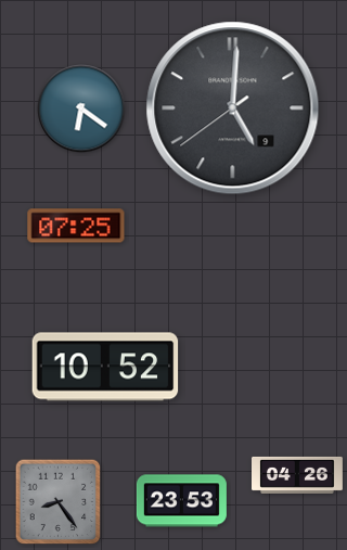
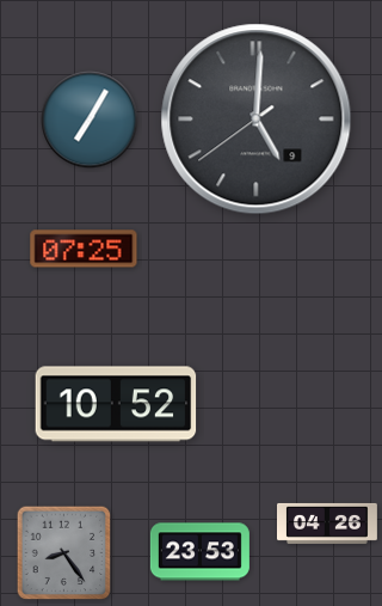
clock at (81, 108): 6:21 -> 7:05
